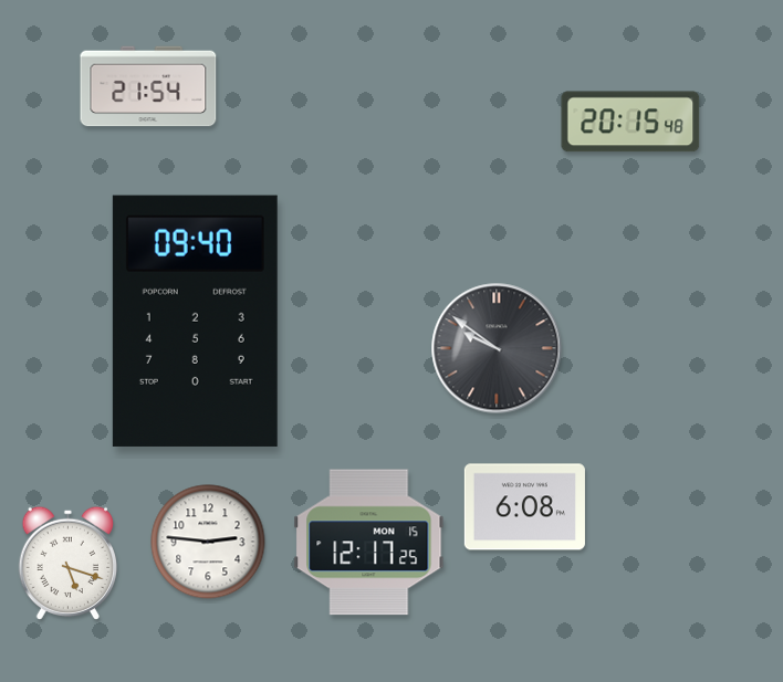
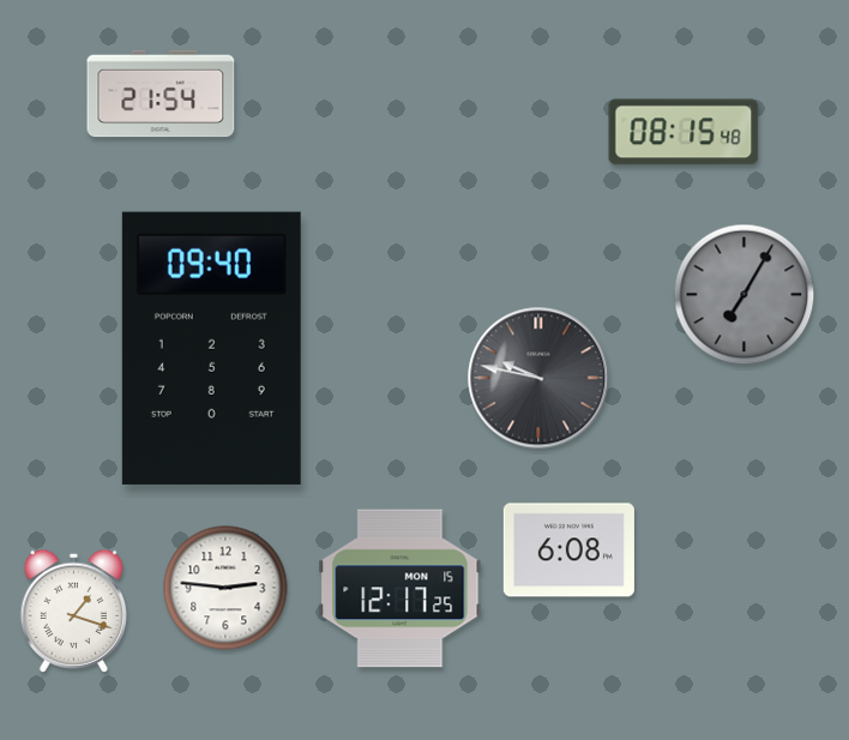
clock at (630, 122): 20:15 -> 08:15
clock at (745, 295): none -> 7:05
clock at (497, 348): 9:51 -> 9:47
clock at (67, 563): 5:18 -> 1:18
